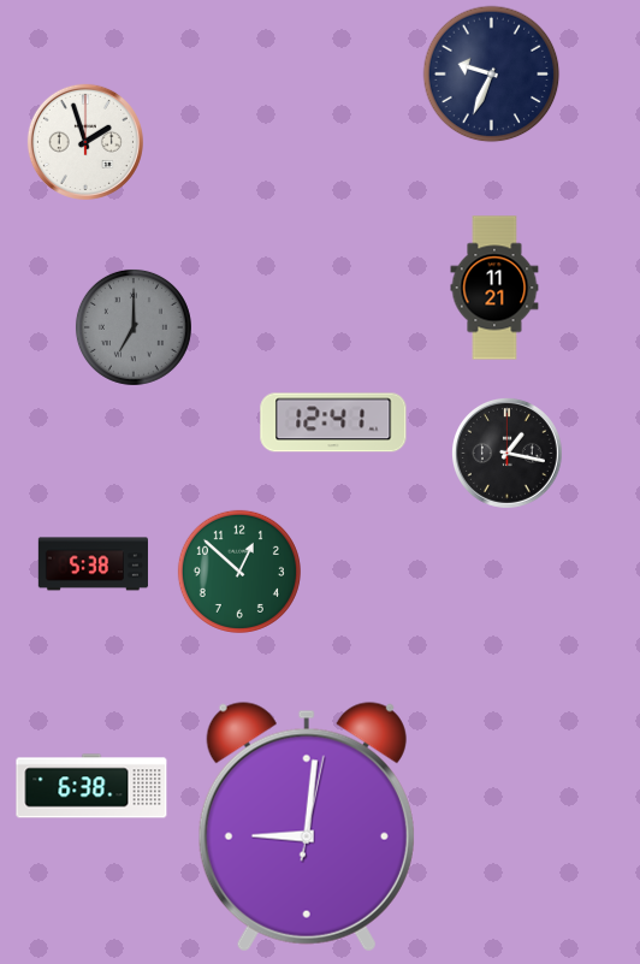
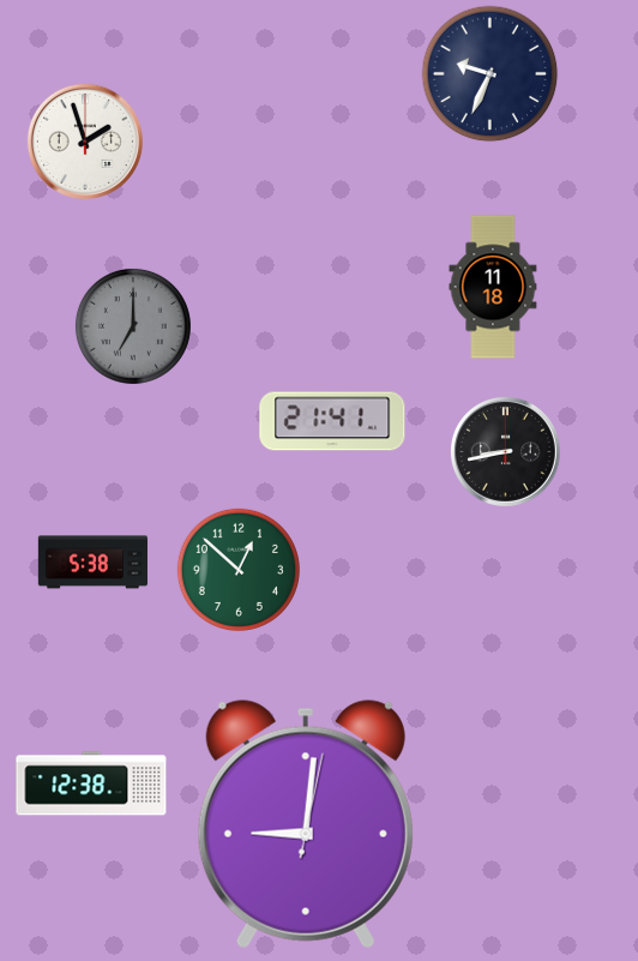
clock at (494, 288): 11:21 -> 11:18
clock at (333, 422): 12:41 -> 21:41
clock at (506, 453): 1:17 -> 8:43
clock at (91, 786): 6:38 -> 12:38
